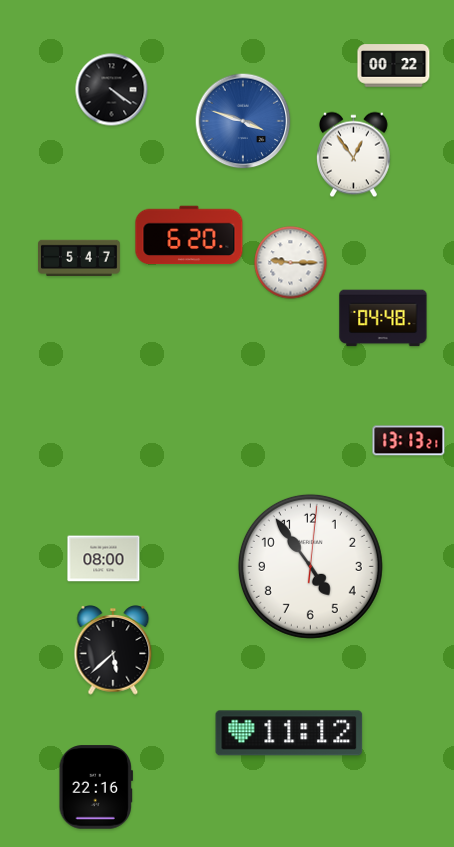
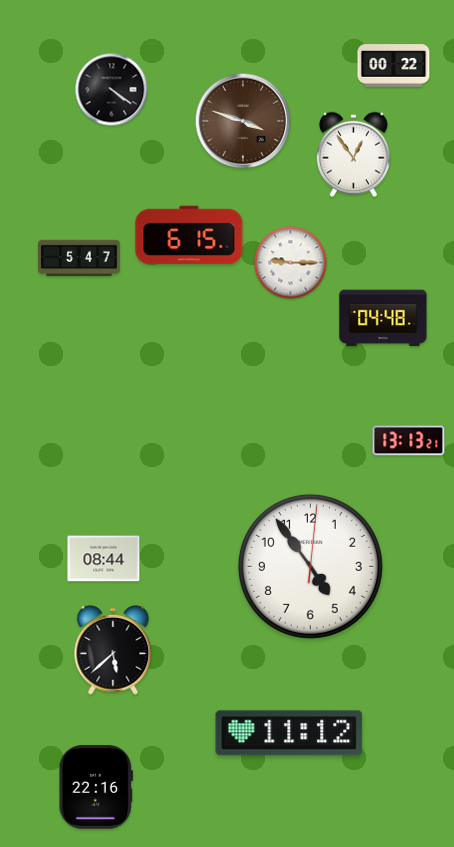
clock at (243, 121) dial: blue -> brown
clock at (189, 235): 6:20 -> 6:15
clock at (104, 559): 08:00 -> 08:44
